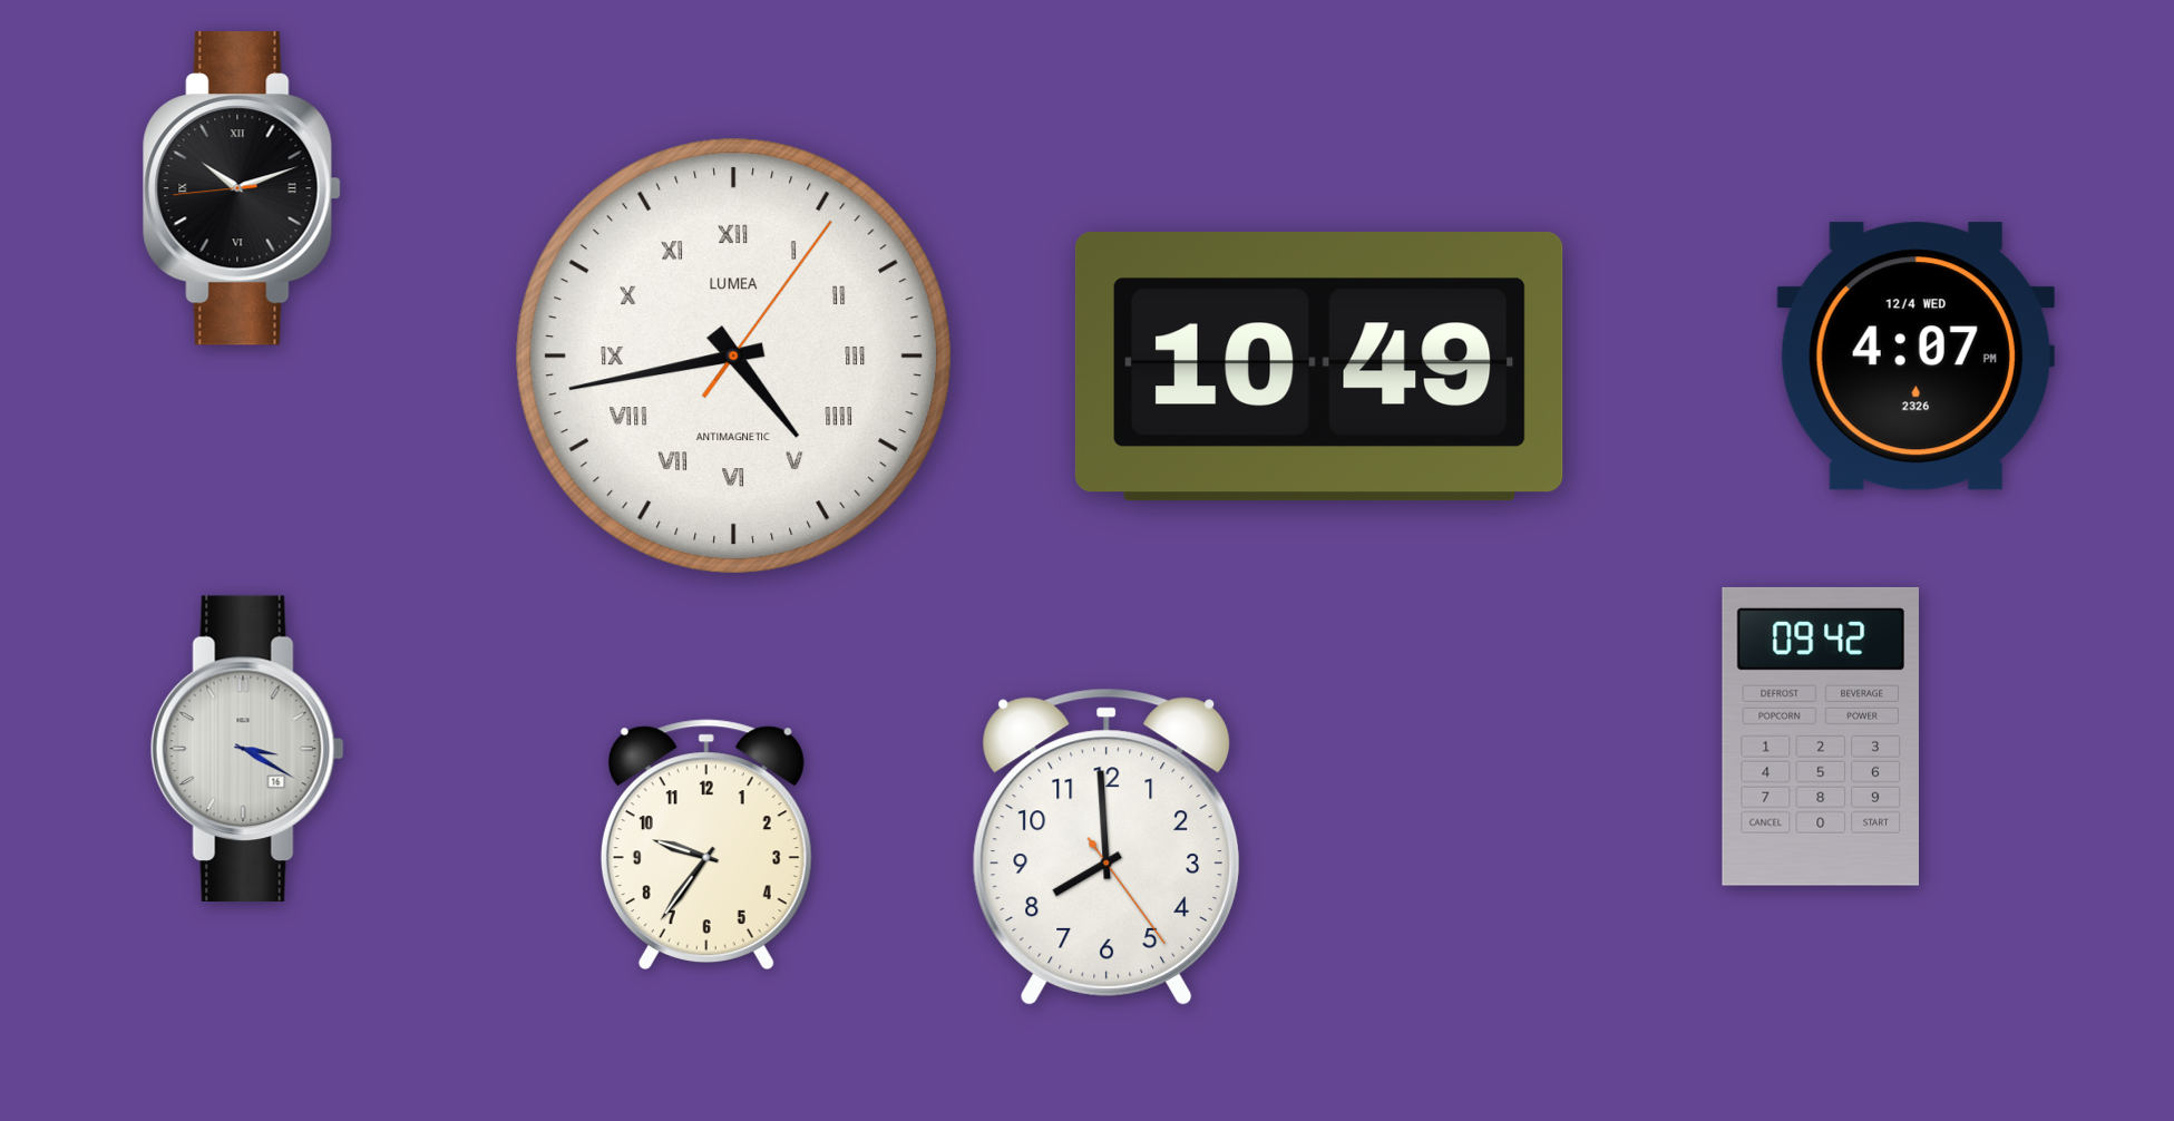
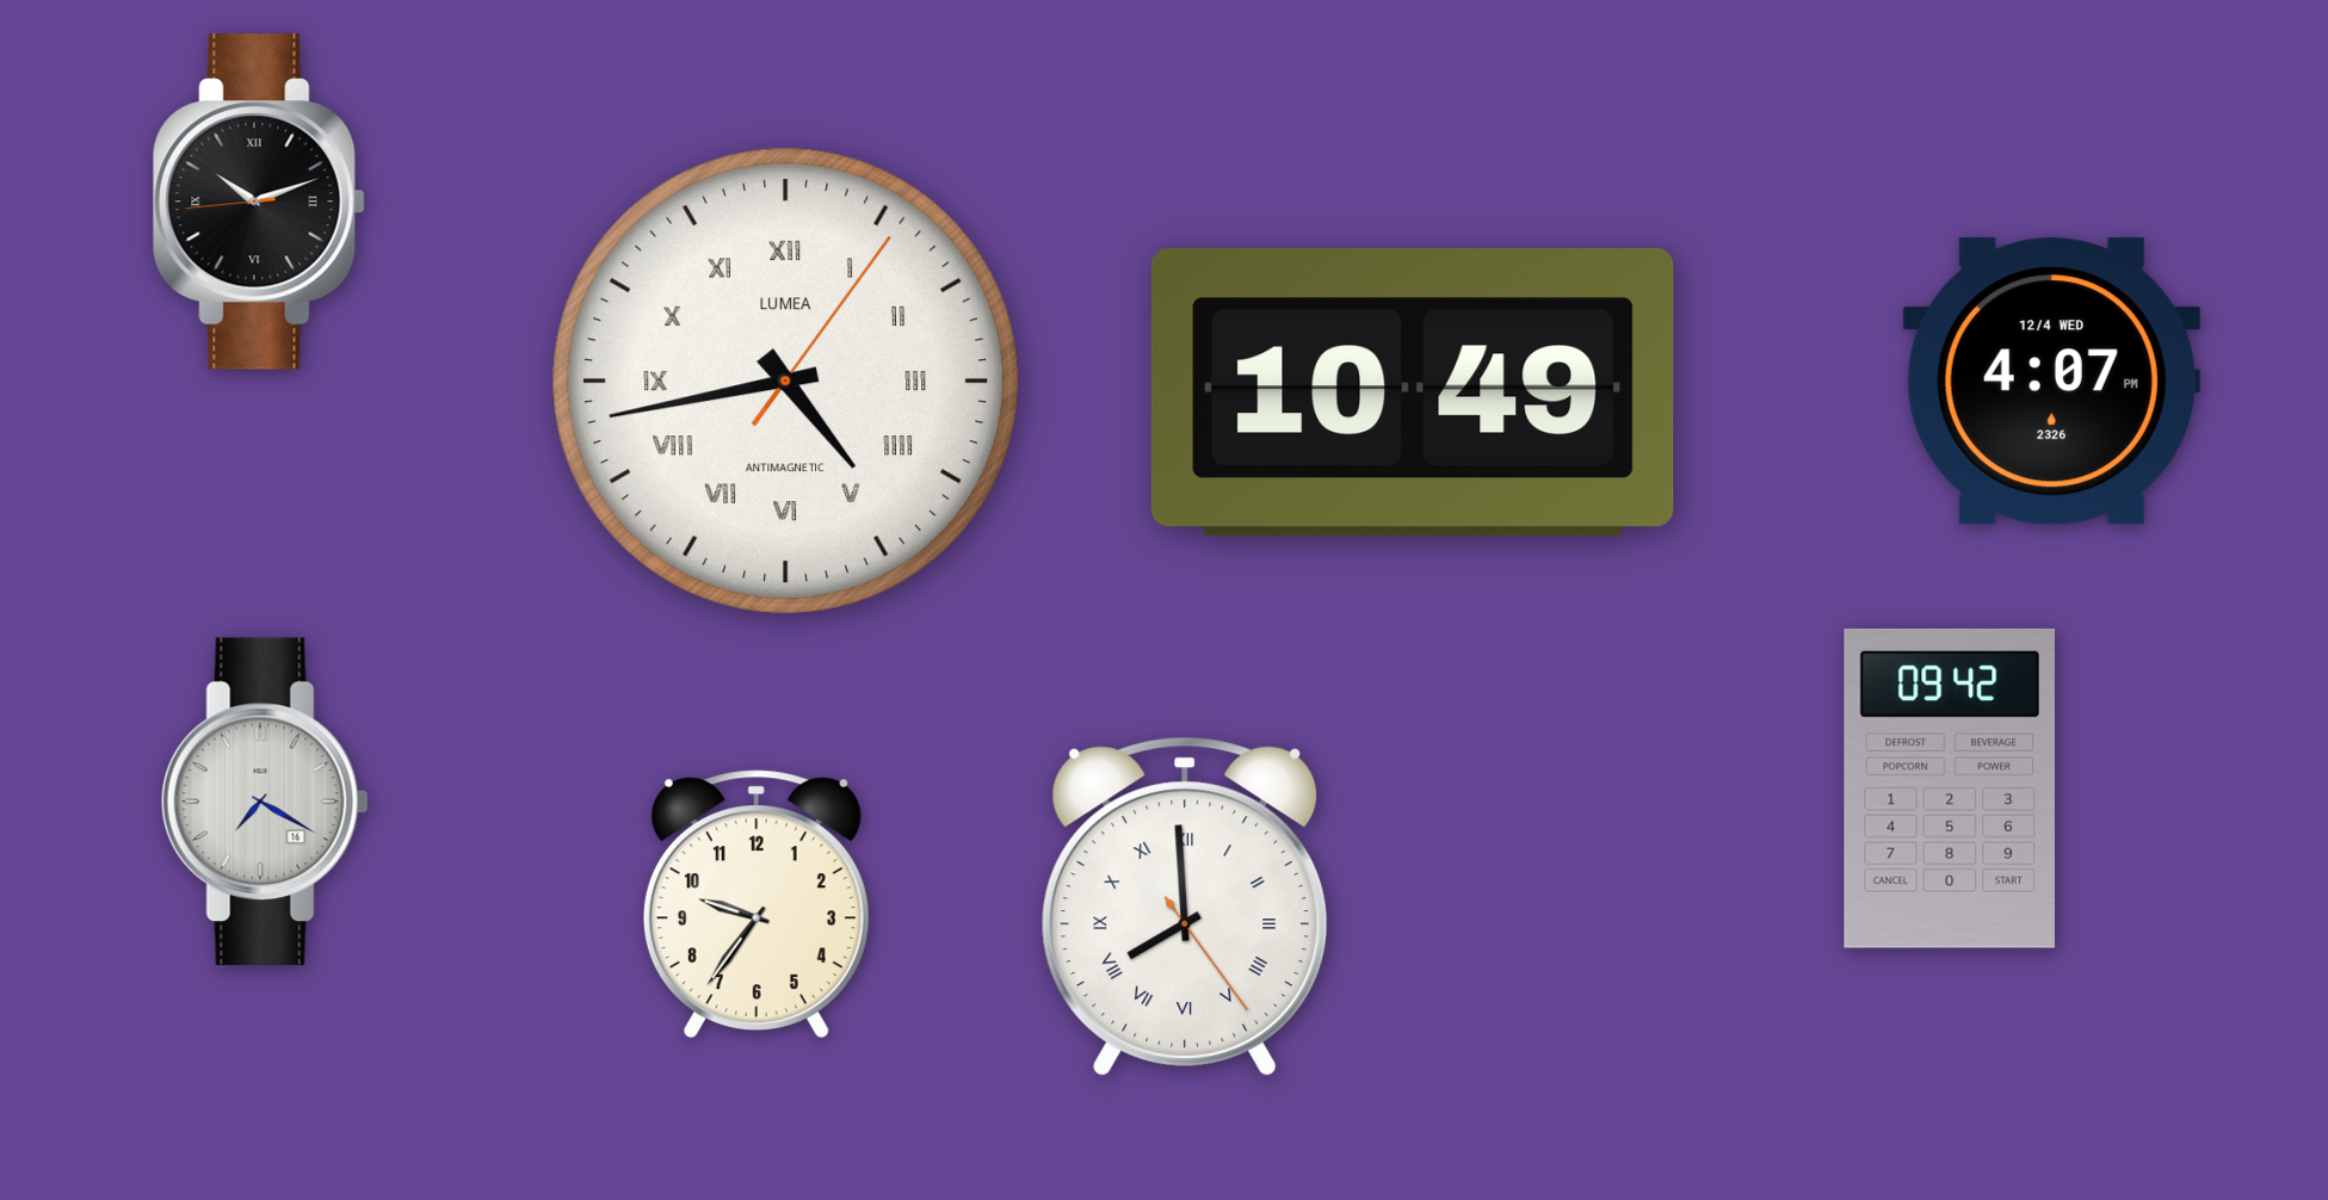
clock at (247, 748): 3:20 -> 7:20
clock at (1107, 847) numerals: Arabic -> Roman
